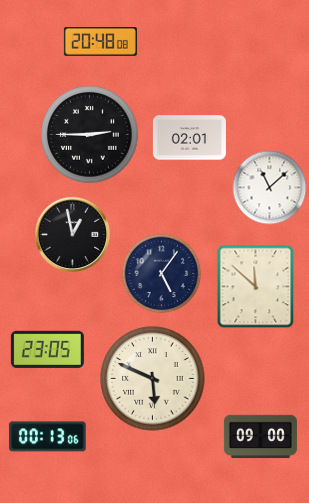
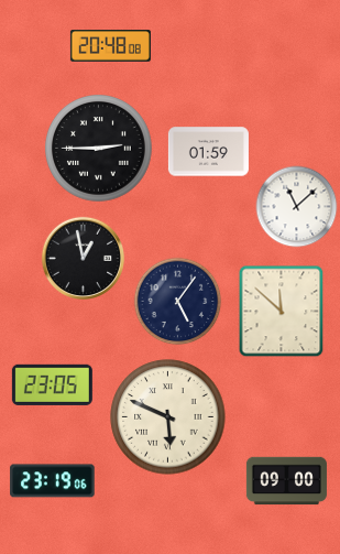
clock at (189, 138): 02:01 -> 01:59
clock at (72, 234) position: (72, 234) -> (83, 258)
clock at (256, 287) position: (256, 287) -> (282, 312)
clock at (48, 437): 00:13 -> 23:19
